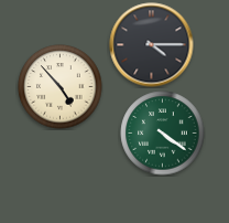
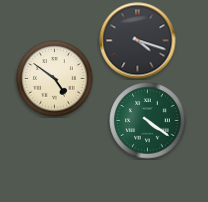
clock at (152, 45): 4:15 -> 4:18
clock at (61, 87): 4:53 -> 4:51
